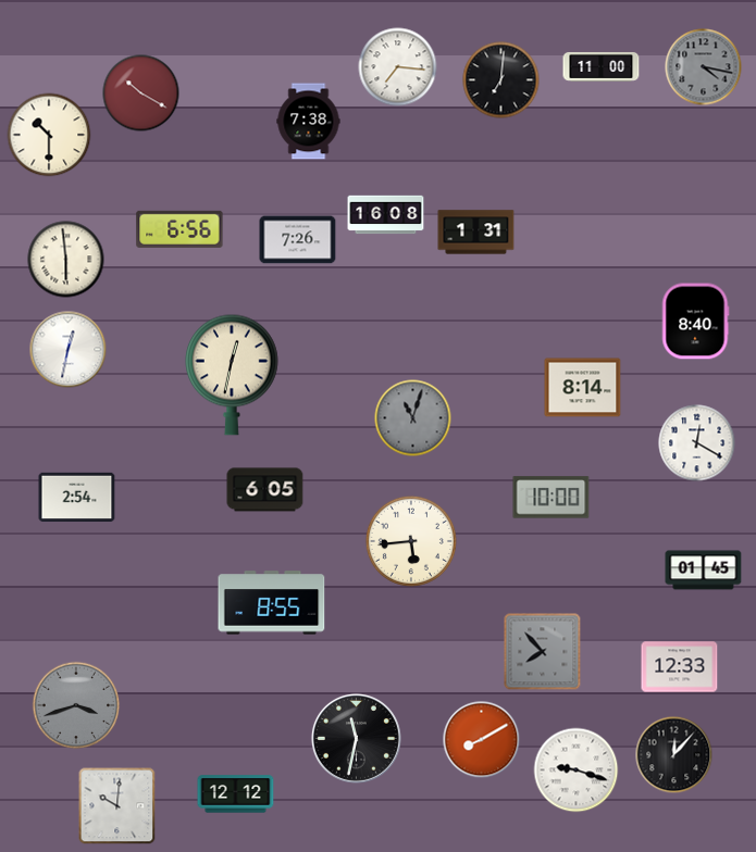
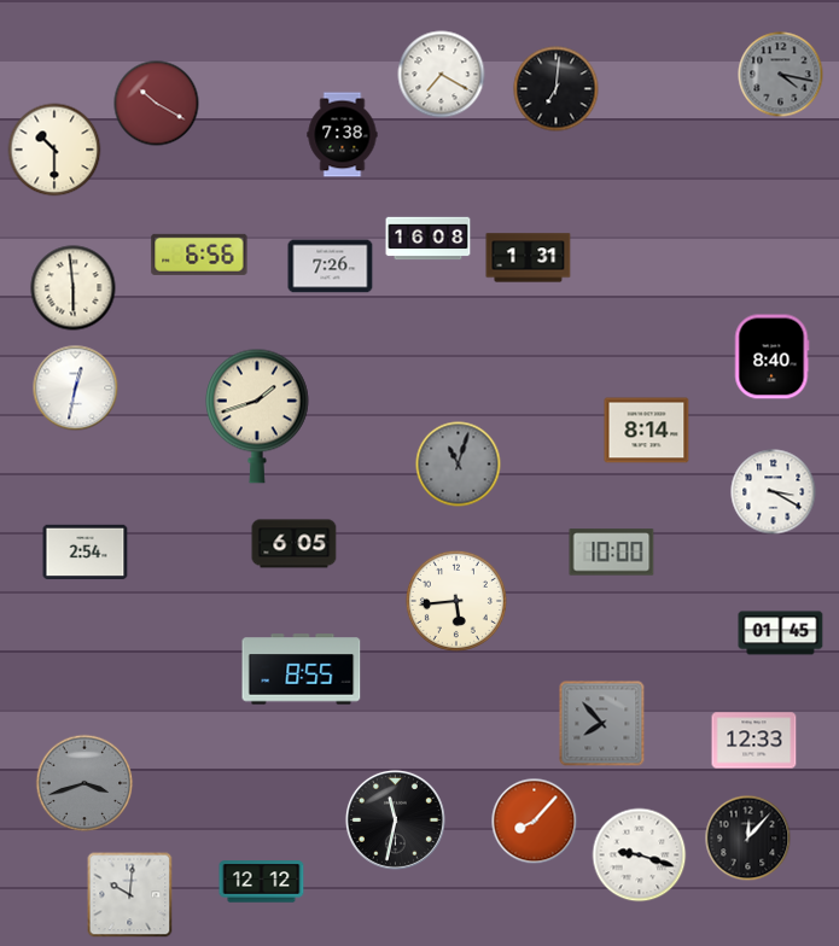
clock at (602, 66): 11:00 -> none
clock at (398, 67): 7:16 -> 7:20
clock at (233, 375): 12:32 -> 1:42
clock at (697, 443): 12:20 -> 3:20
clock at (482, 740): 8:10 -> 8:07
